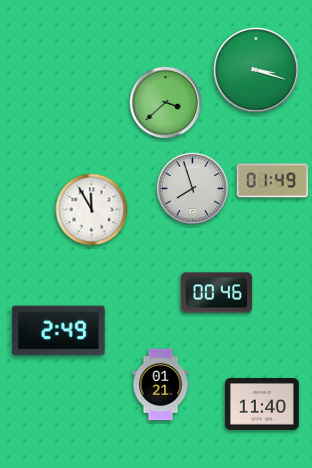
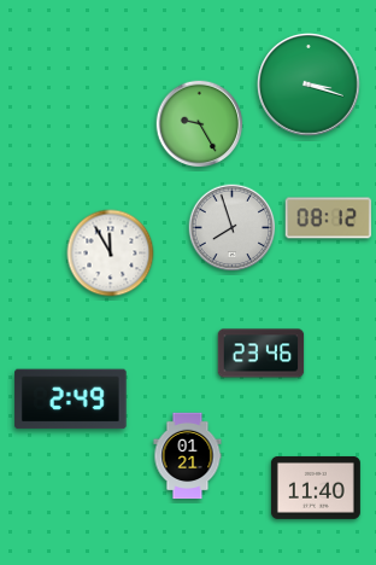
clock at (166, 103): 3:38 -> 9:25
clock at (273, 181): 01:49 -> 08:12
clock at (217, 293): 00:46 -> 23:46
clock at (161, 385) position: (161, 385) -> (188, 456)
